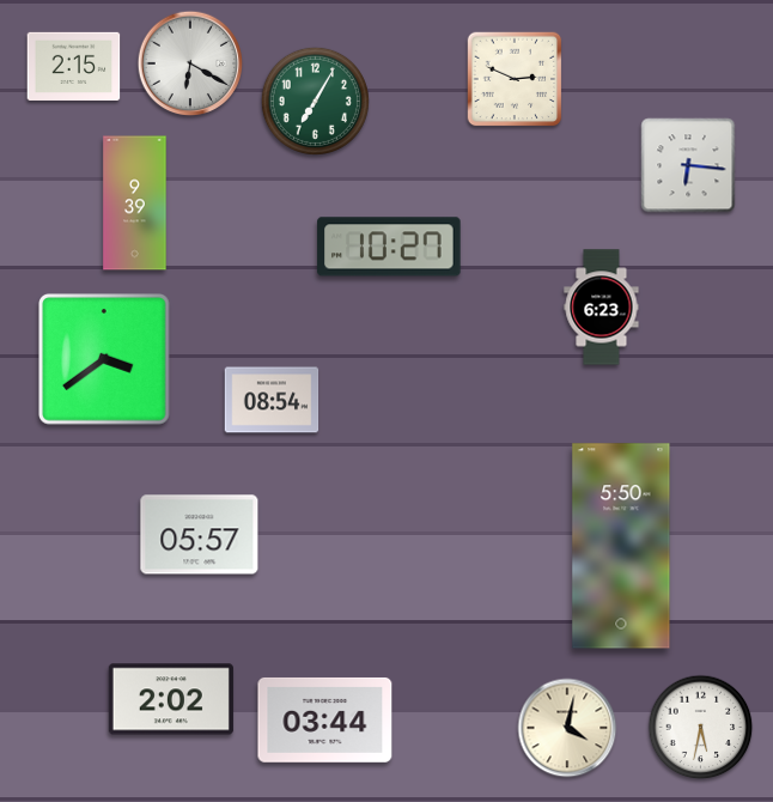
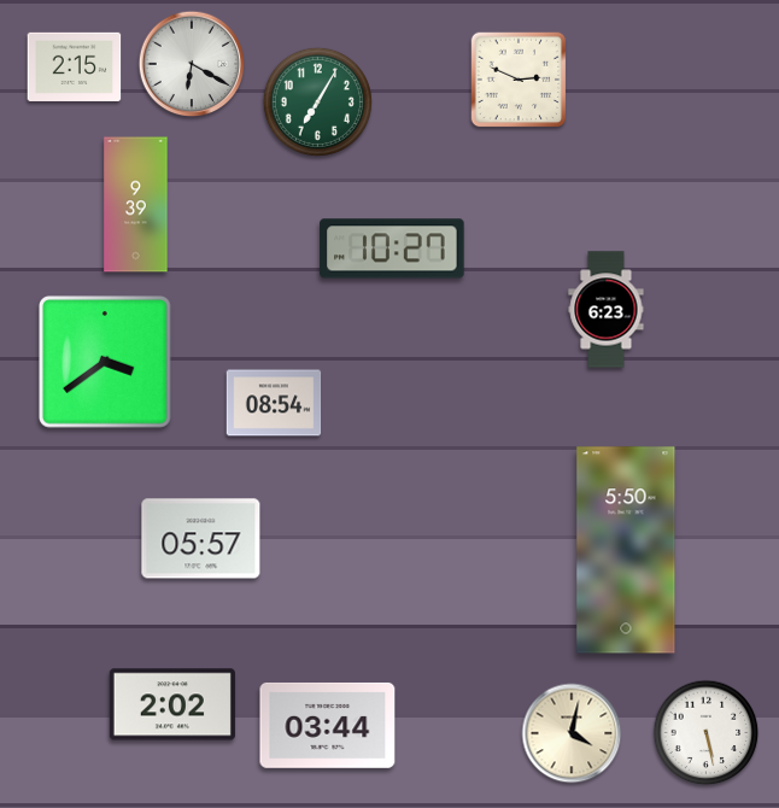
clock at (688, 165): 6:16 -> none
clock at (701, 728): 5:32 -> 5:28
